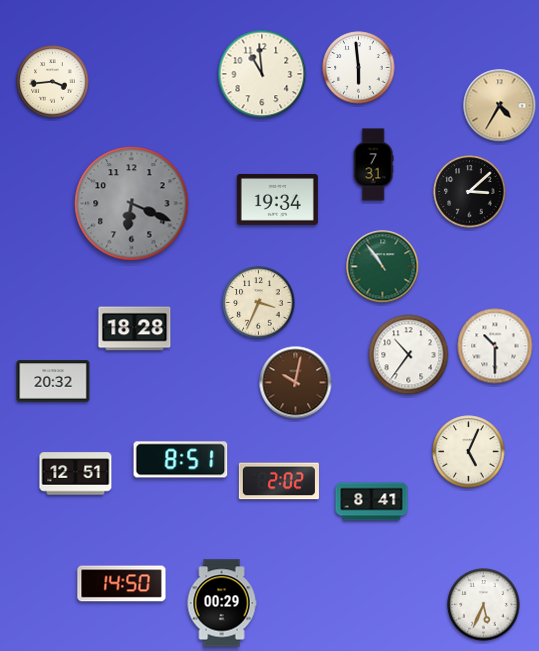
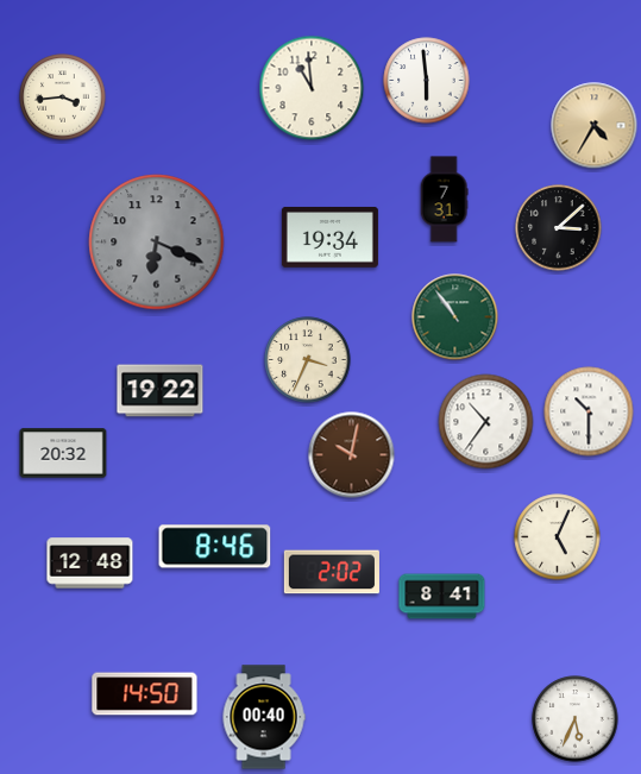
clock at (373, 165) position: (373, 165) -> (444, 200)
clock at (135, 329): 18:28 -> 19:22
clock at (181, 460): 8:51 -> 8:46
clock at (76, 474): 12:51 -> 12:48
clock at (222, 603): 00:29 -> 00:40
